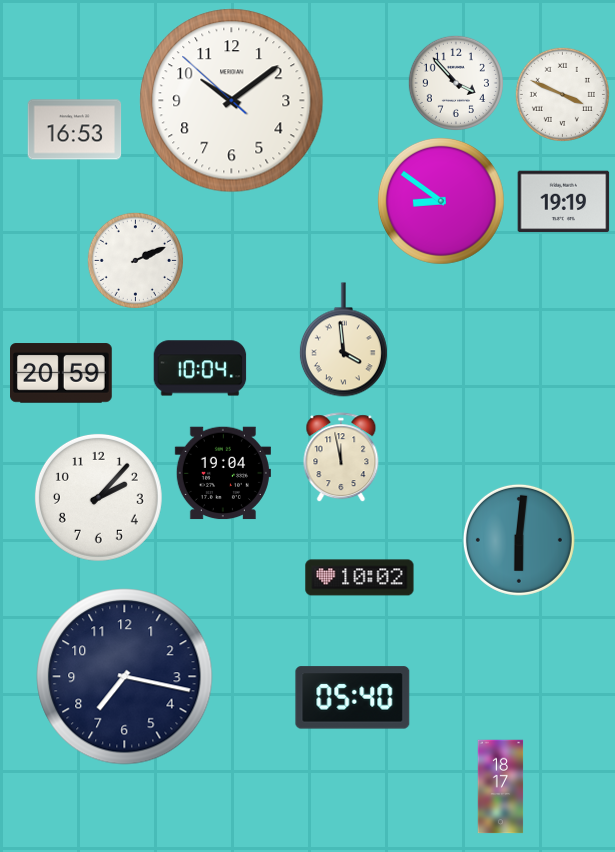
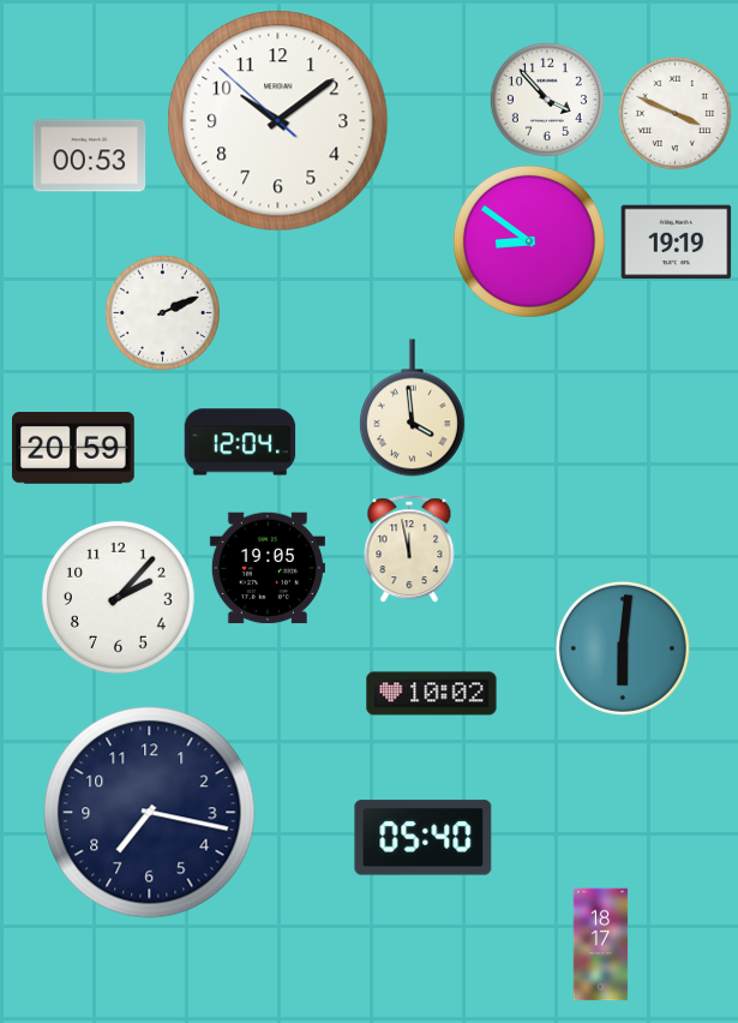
clock at (75, 130): 16:53 -> 00:53
clock at (200, 368): 10:04 -> 12:04
clock at (223, 473): 19:04 -> 19:05
